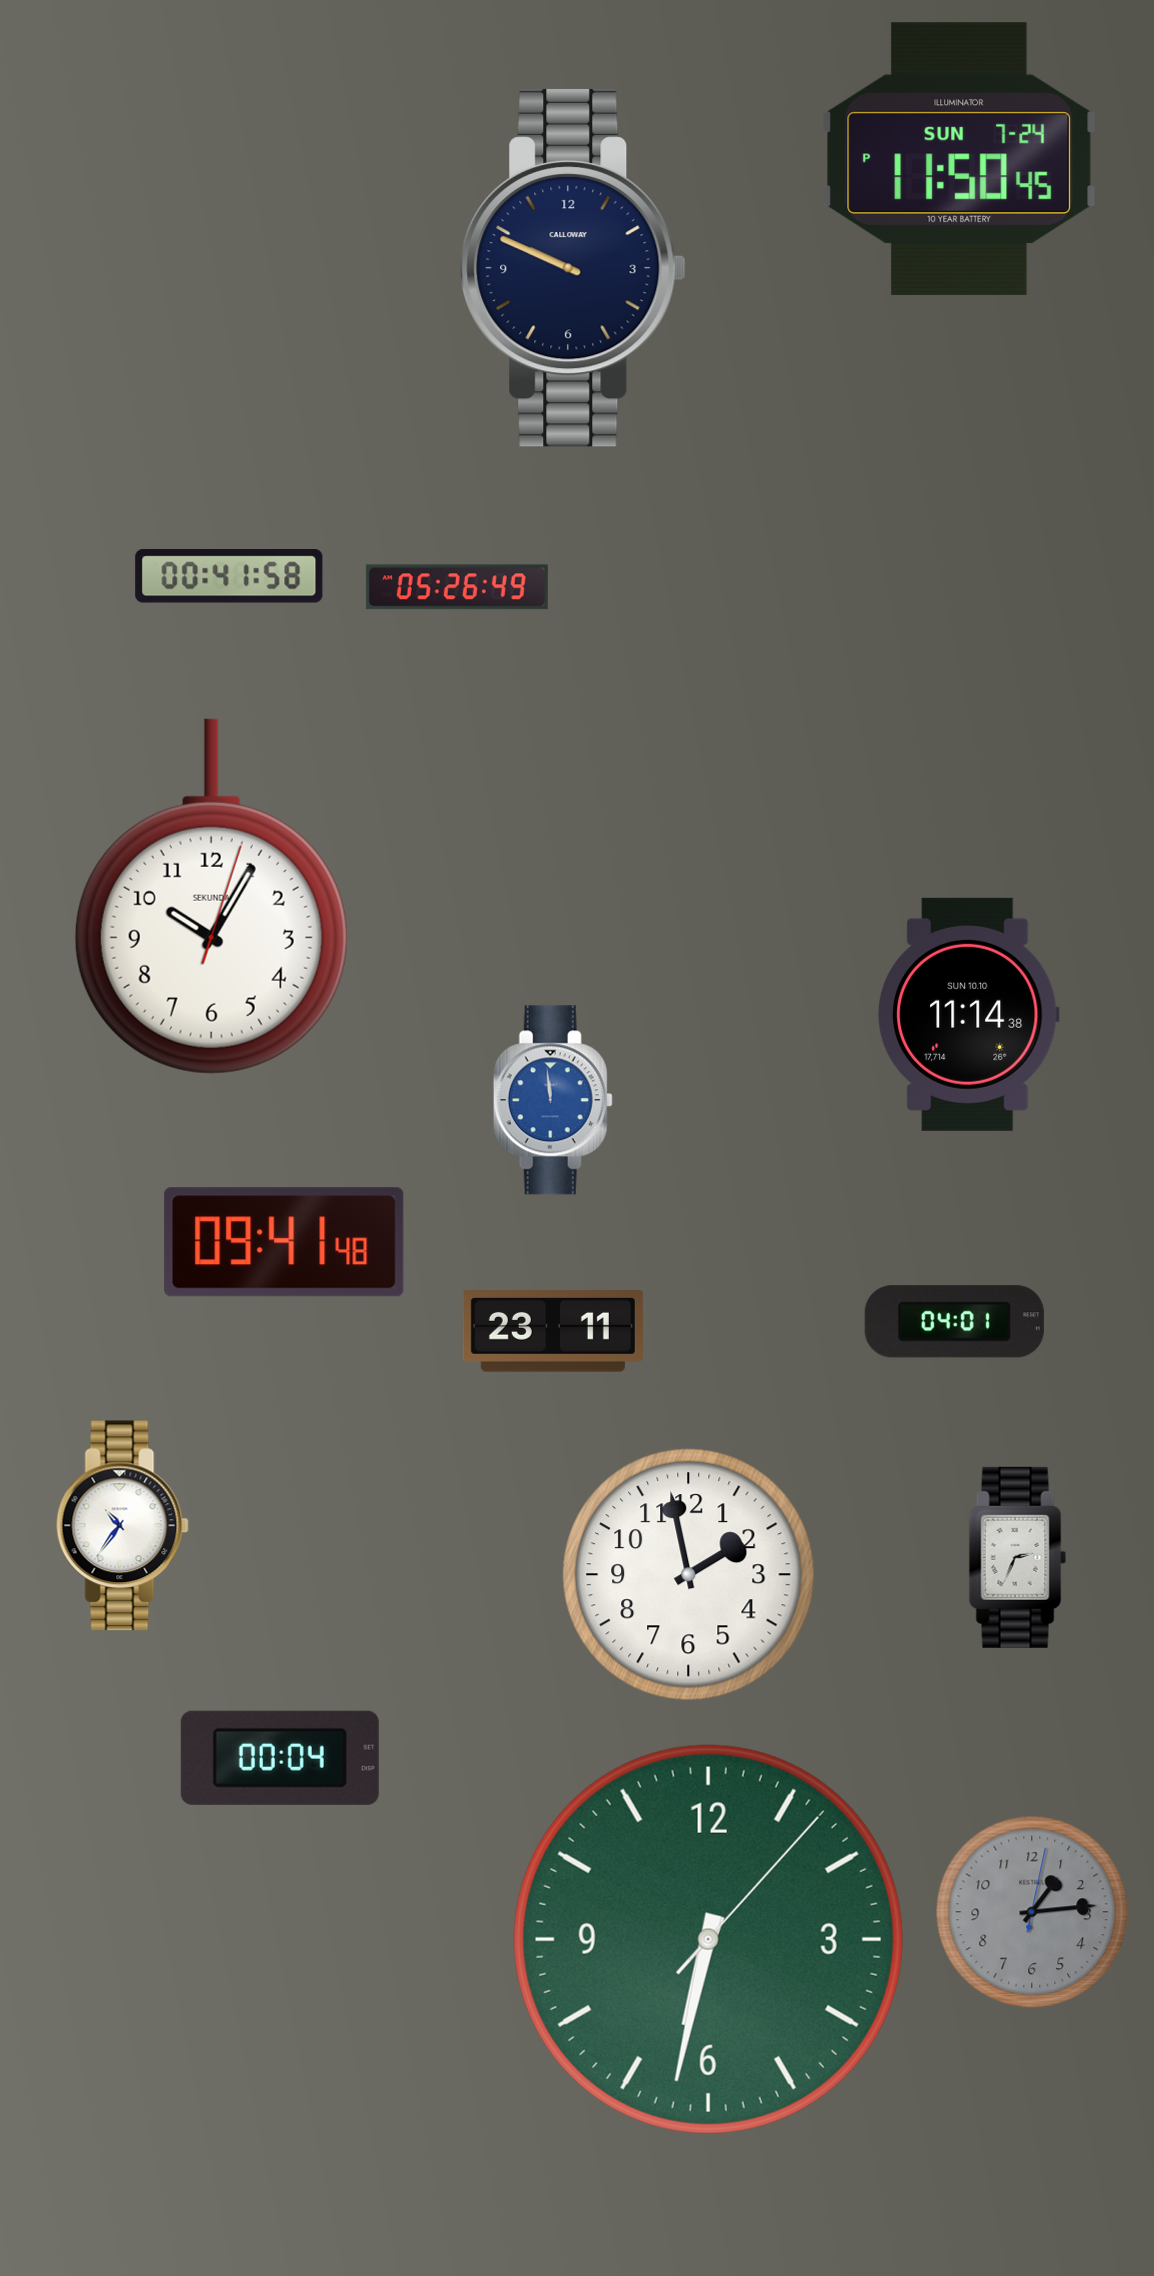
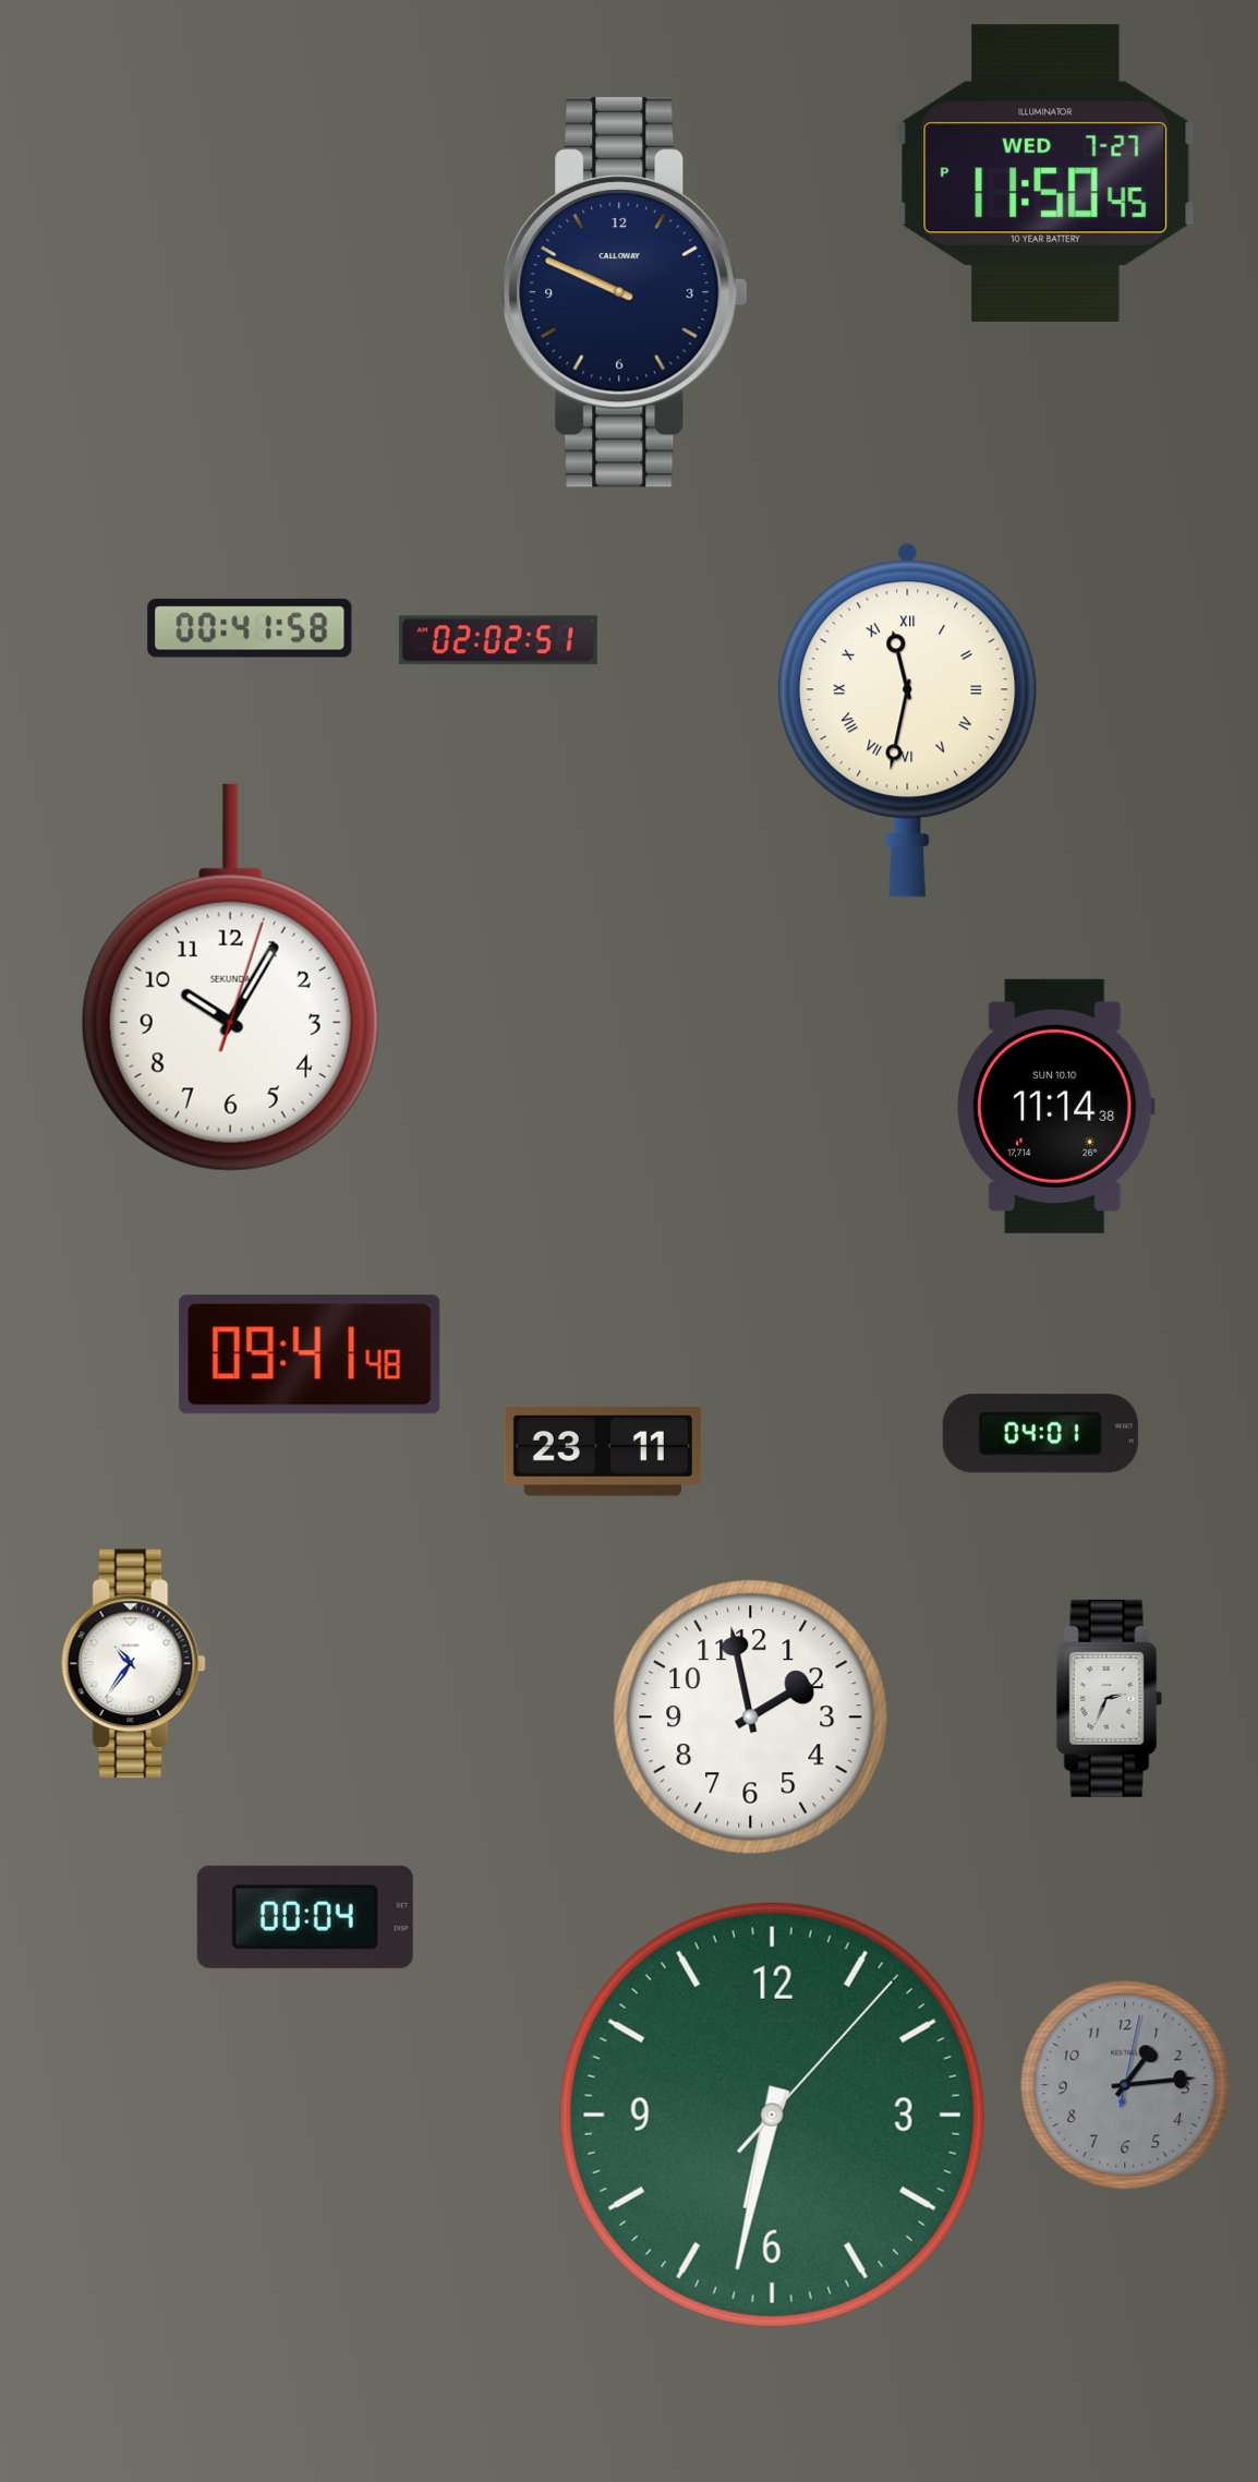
clock at (959, 159) date: SUN 7-24 -> WED 7-27
clock at (457, 587): 05:26 -> 02:02
clock at (908, 720): none -> 11:32
clock at (553, 1100): 11:59 -> none
clock at (954, 1322) position: (954, 1322) -> (1040, 1434)
